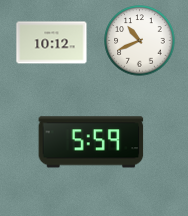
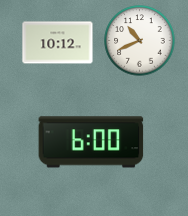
clock at (52, 43) position: (52, 43) -> (58, 43)
clock at (91, 142): 5:59 -> 6:00
